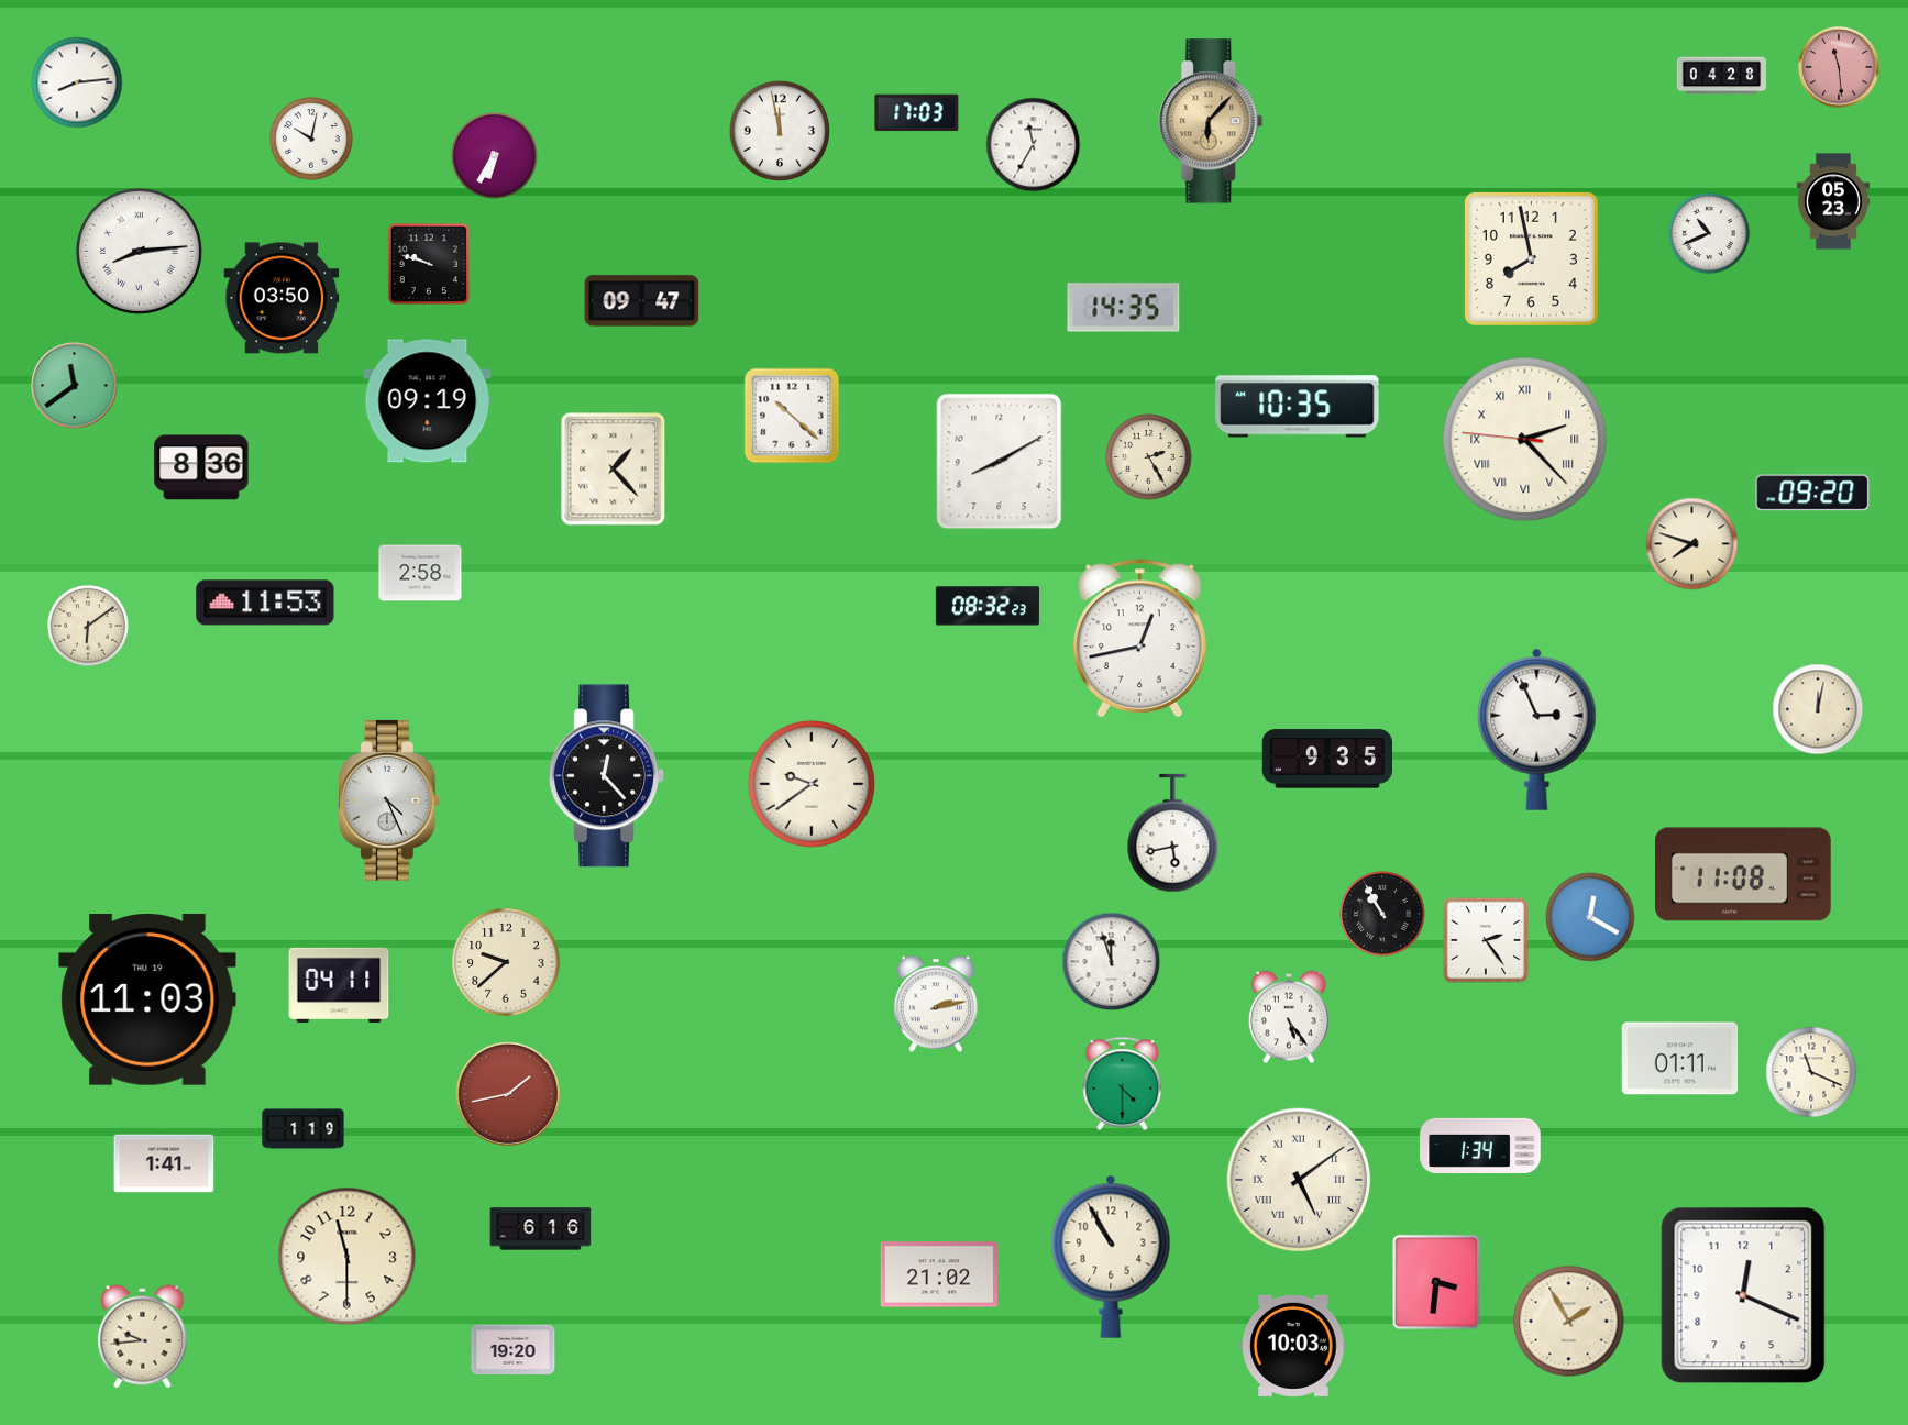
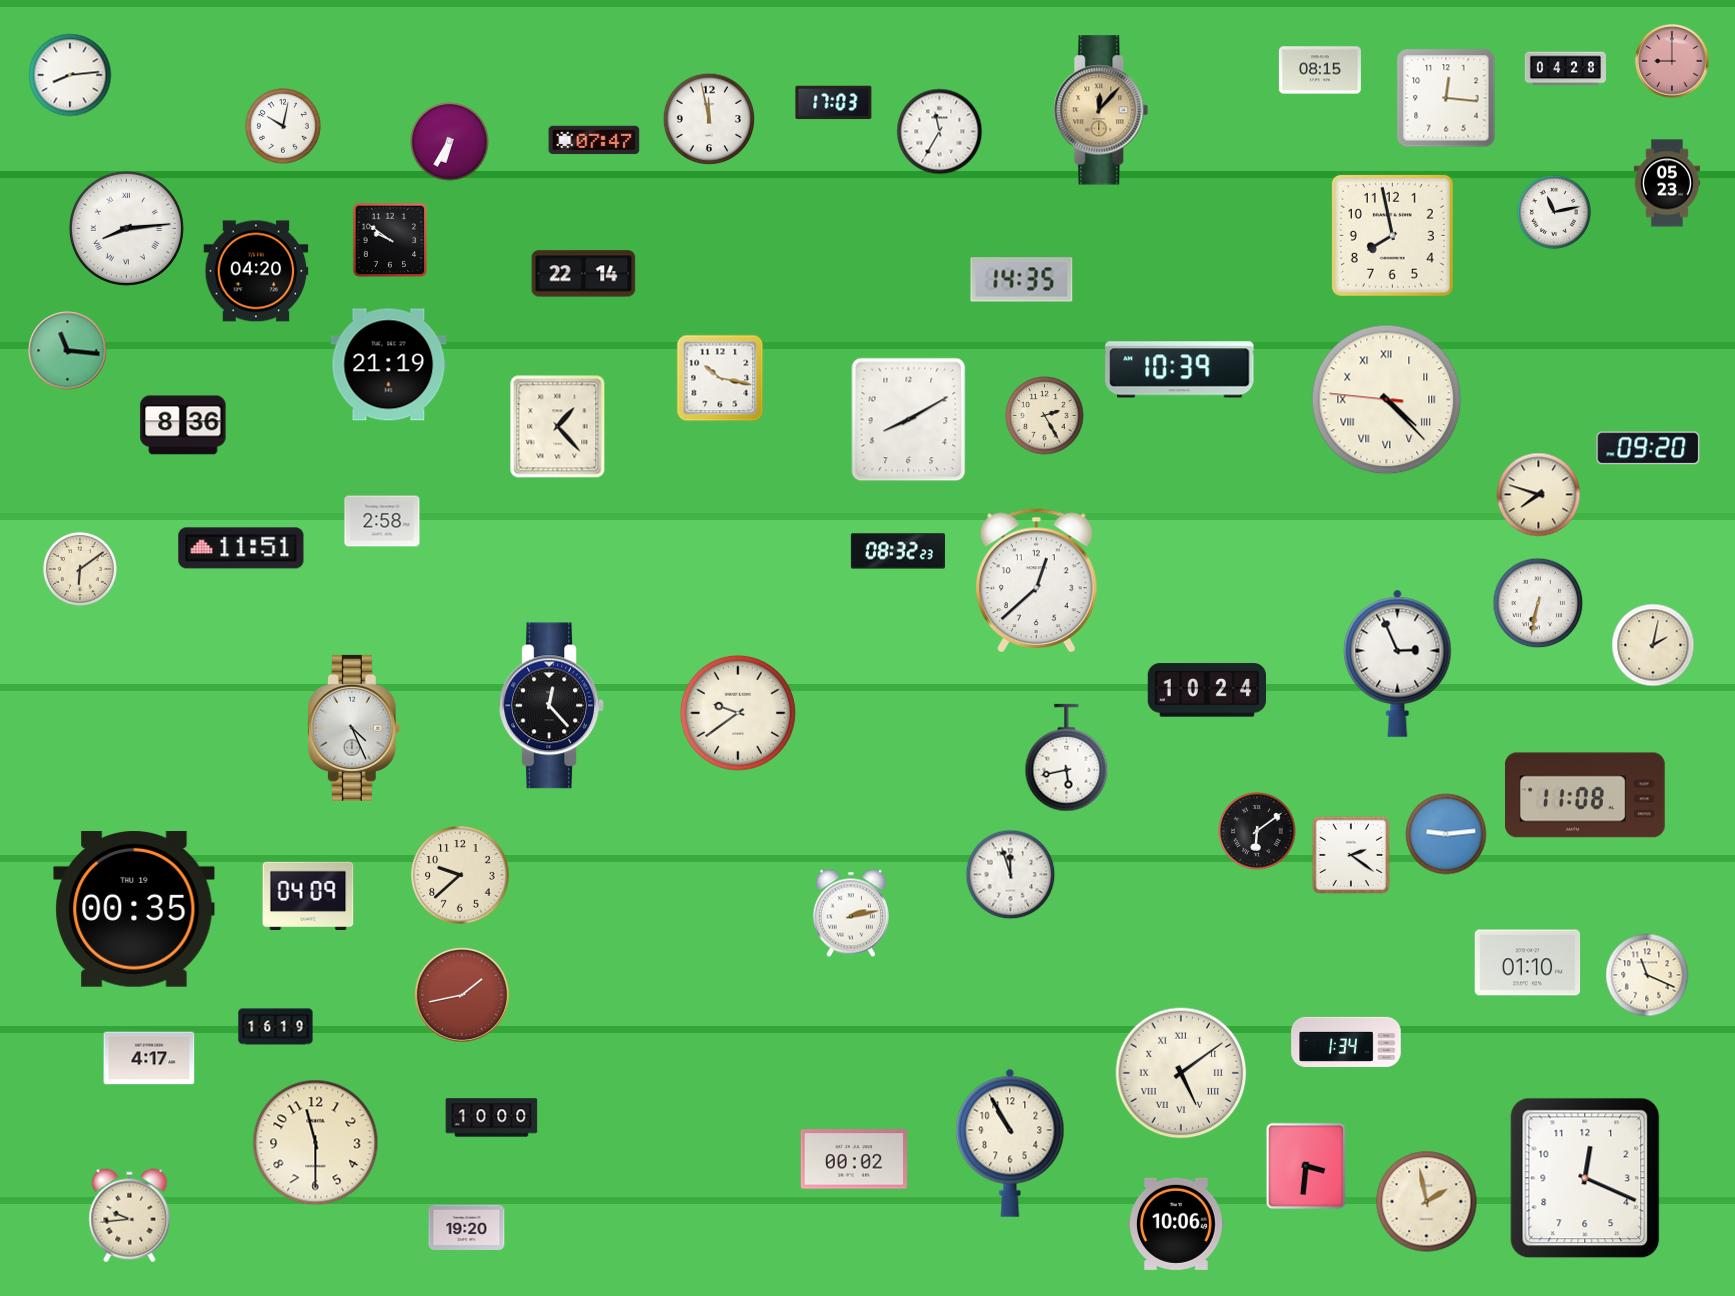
clock at (1839, 67): 11:29 -> 9:00
clock at (1320, 70): none -> 08:15
clock at (1446, 98): none -> 12:16
clock at (1211, 121): 6:07 -> 12:07
clock at (594, 140): none -> 07:47
clock at (1709, 233): 10:41 -> 11:13
clock at (429, 264): 9:48 -> 9:51
clock at (282, 298): 03:50 -> 04:20
clock at (642, 301): 09:47 -> 22:14
clock at (75, 386): 11:39 -> 11:16
clock at (428, 401): 09:19 -> 21:19
clock at (1298, 407): 10:35 -> 10:39
clock at (792, 416): 10:22 -> 10:17
clock at (1525, 440): 2:22 -> 4:22
clock at (265, 603): 11:53 -> 11:51
clock at (1140, 639): 12:43 -> 12:38
clock at (1538, 603): none -> 6:32
clock at (1818, 709): 12:02 -> 2:02
clock at (1326, 759): 9:35 -> 10:24
clock at (1382, 914): 10:55 -> 6:09
clock at (1590, 917): 12:20 -> 9:14
clock at (1486, 940): 2:24 -> 2:21
clock at (339, 985): 04:11 -> 04:09
clock at (147, 1001): 11:03 -> 00:35
clock at (1290, 1017): 5:24 -> none
clock at (1680, 1059): 01:11 -> 01:10
clock at (1123, 1084): 4:30 -> none
clock at (304, 1129): 1:19 -> 16:19
clock at (164, 1163): 1:41 -> 4:17
clock at (541, 1229): 6:16 -> 10:00
clock at (939, 1274): 21:02 -> 00:02
clock at (1569, 1322): 1:55 -> 1:58
clock at (1293, 1346): 10:03 -> 10:06
